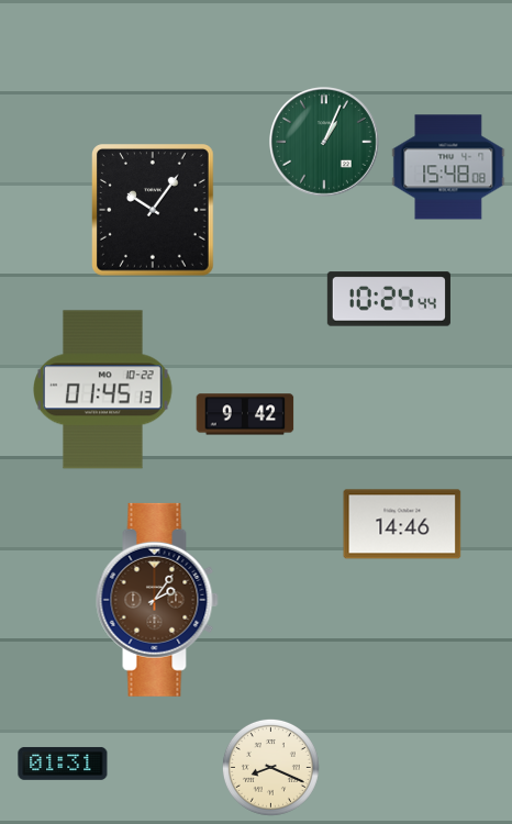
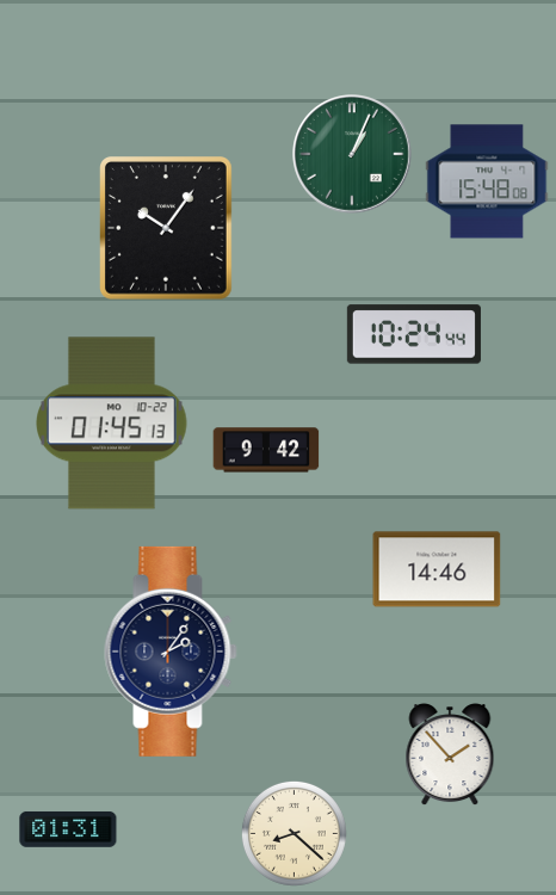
clock at (389, 299) position: (389, 299) -> (414, 334)
clock at (157, 600) dial: brown -> navy
clock at (450, 755): none -> 1:53
clock at (270, 767): 8:19 -> 8:22
